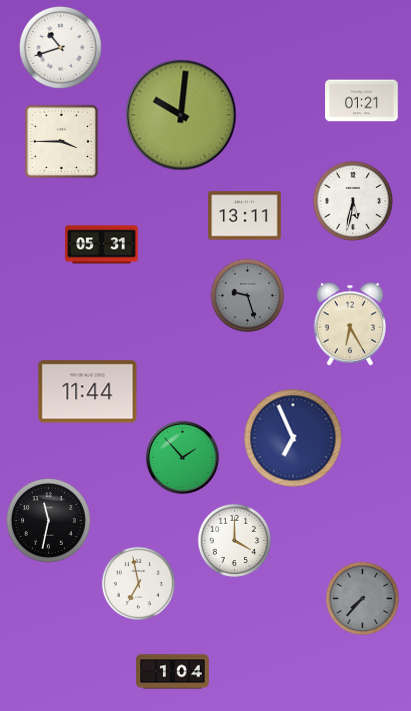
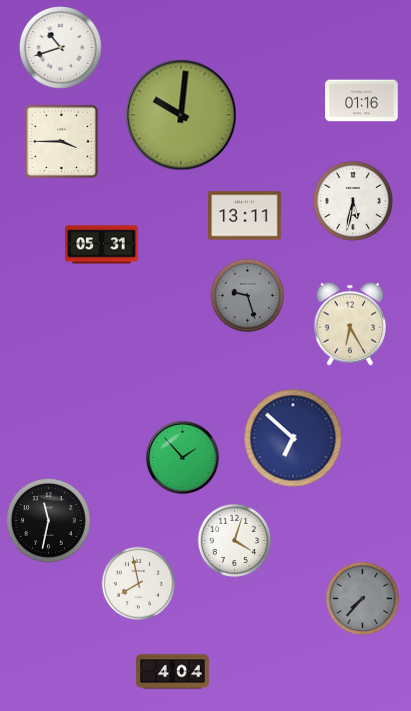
clock at (362, 101): 01:21 -> 01:16
clock at (88, 392): 11:44 -> none
clock at (293, 438): 6:56 -> 6:52
clock at (235, 541): 4:00 -> 4:03
clock at (139, 584): 6:58 -> 7:58
clock at (173, 672): 1:04 -> 4:04
